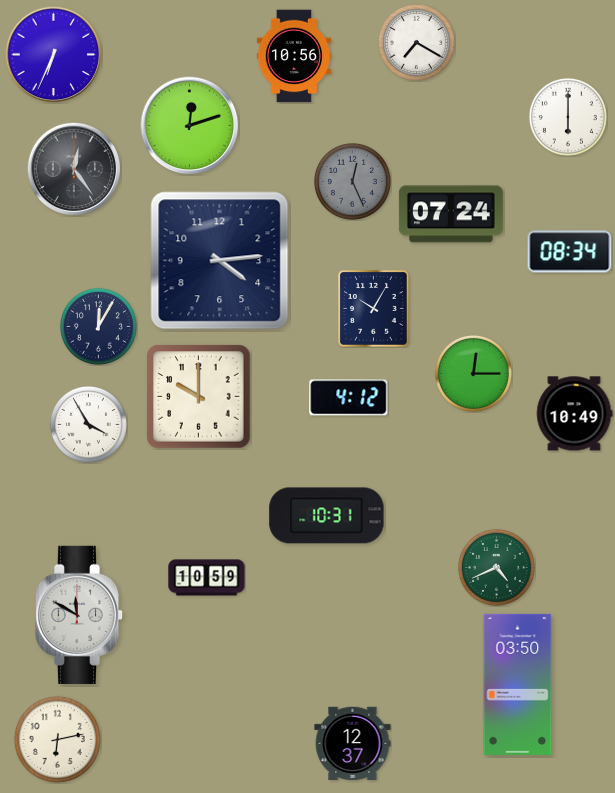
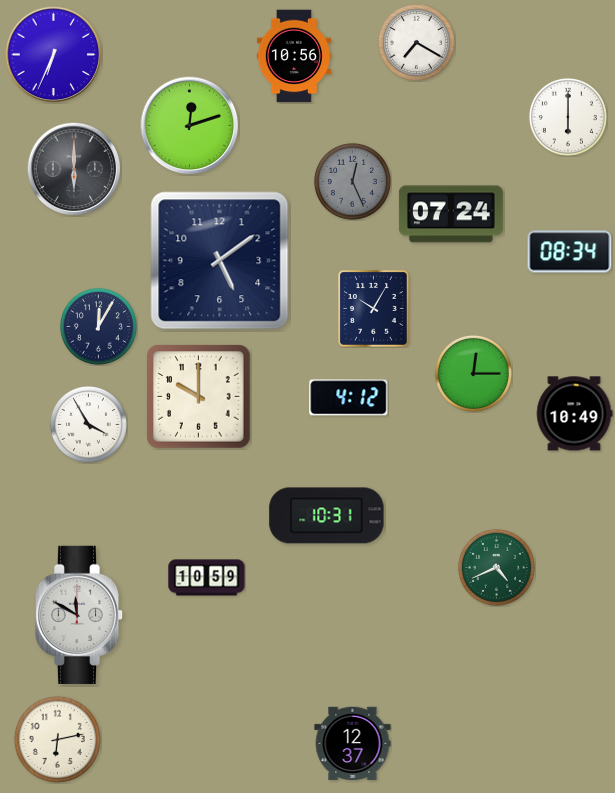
clock at (74, 169): 12:24 -> 6:00
clock at (220, 261): 4:14 -> 5:09
clock at (518, 684): 03:50 -> none
